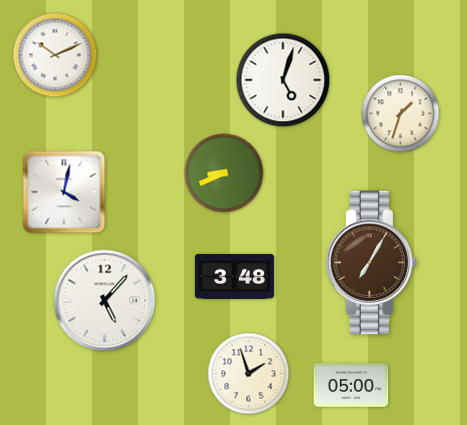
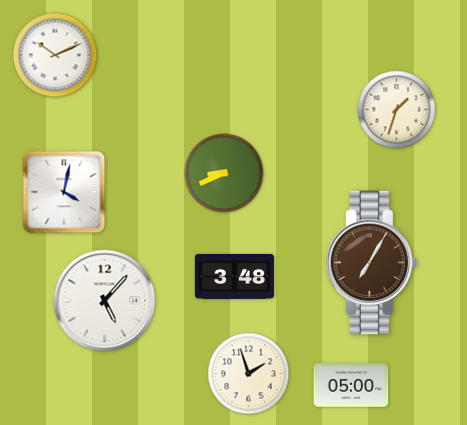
clock at (283, 80): 5:03 -> none
clock at (401, 114) position: (401, 114) -> (397, 110)
